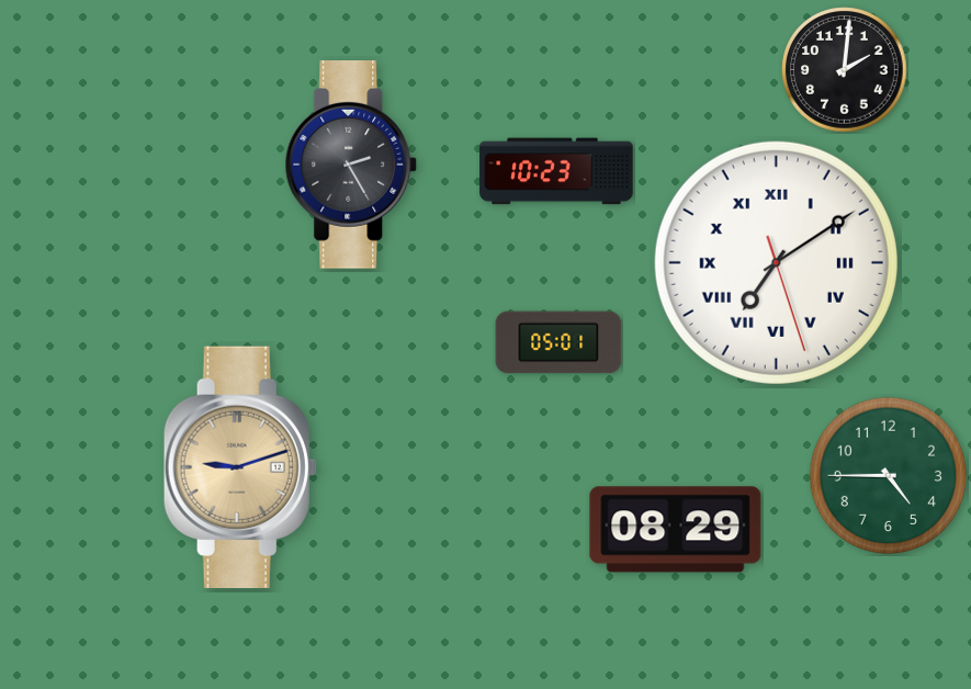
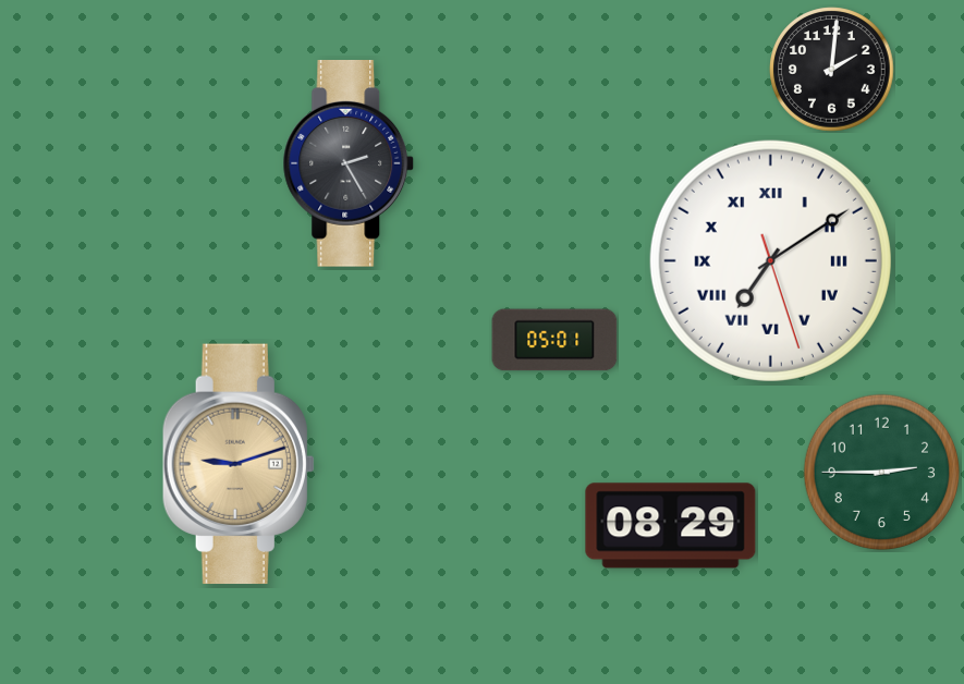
clock at (845, 70) position: (845, 70) -> (832, 70)
clock at (556, 171): 10:23 -> none
clock at (889, 476): 4:45 -> 2:45
